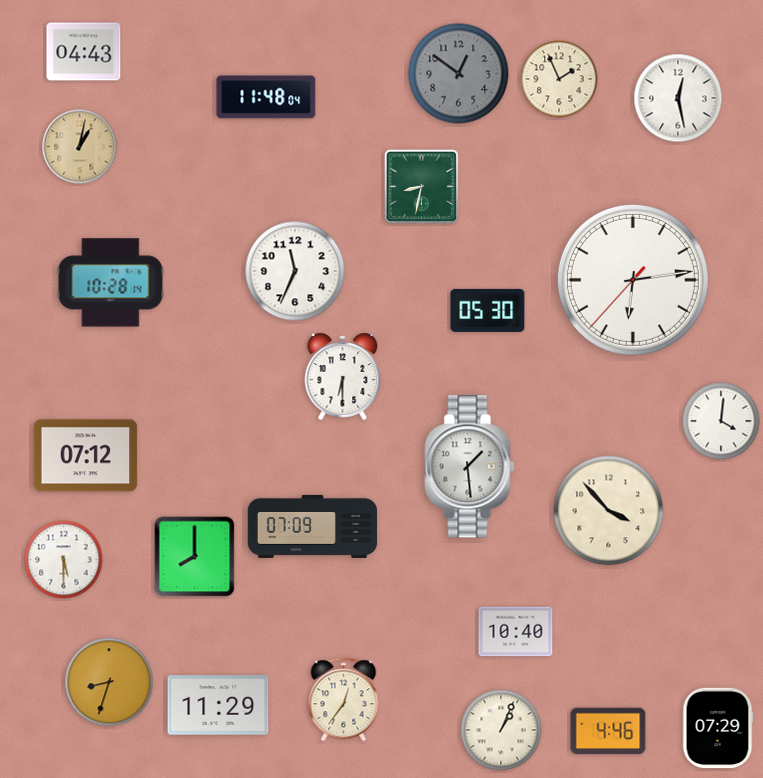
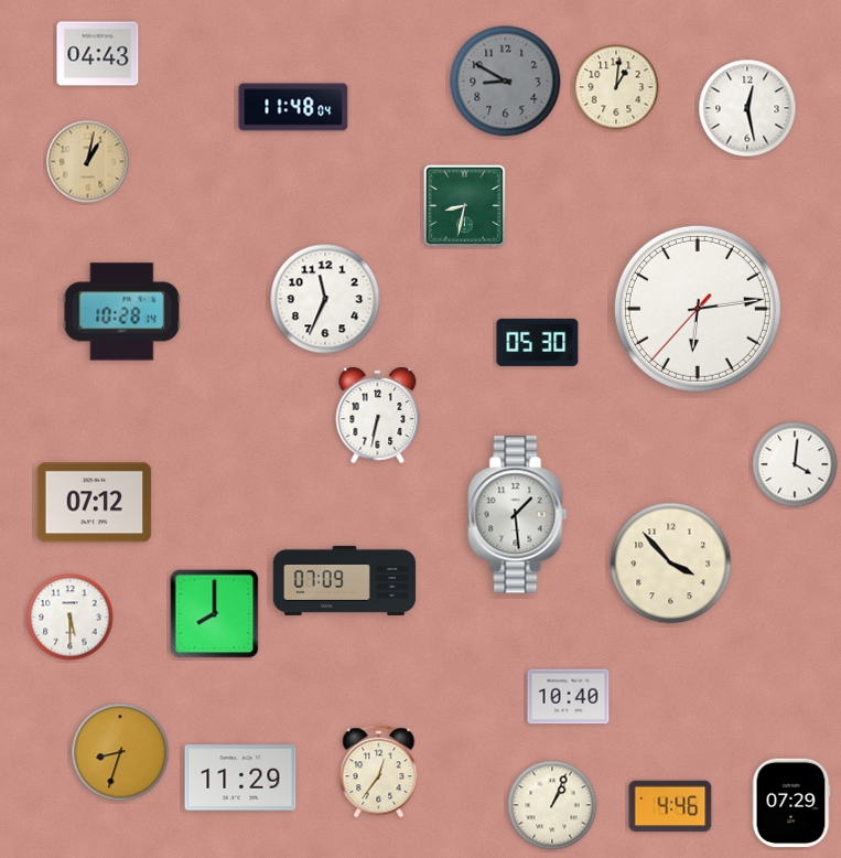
clock at (84, 52) position: (84, 52) -> (98, 54)
clock at (459, 74): 12:51 -> 8:50
clock at (559, 79): 1:56 -> 1:01
clock at (343, 376): 6:30 -> 6:32
